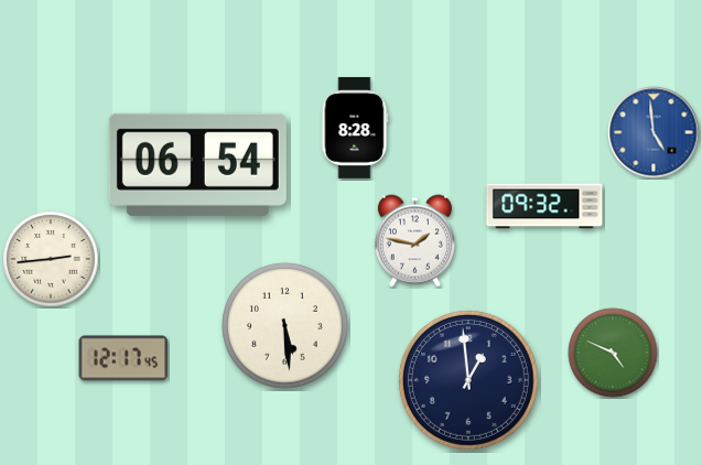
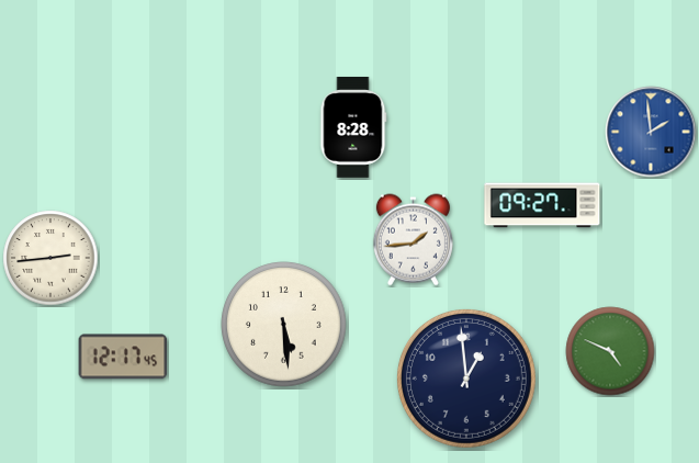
clock at (654, 132): 4:59 -> 1:59
clock at (197, 164): 06:54 -> none
clock at (544, 206): 09:32 -> 09:27
clock at (414, 241): 1:47 -> 1:44
